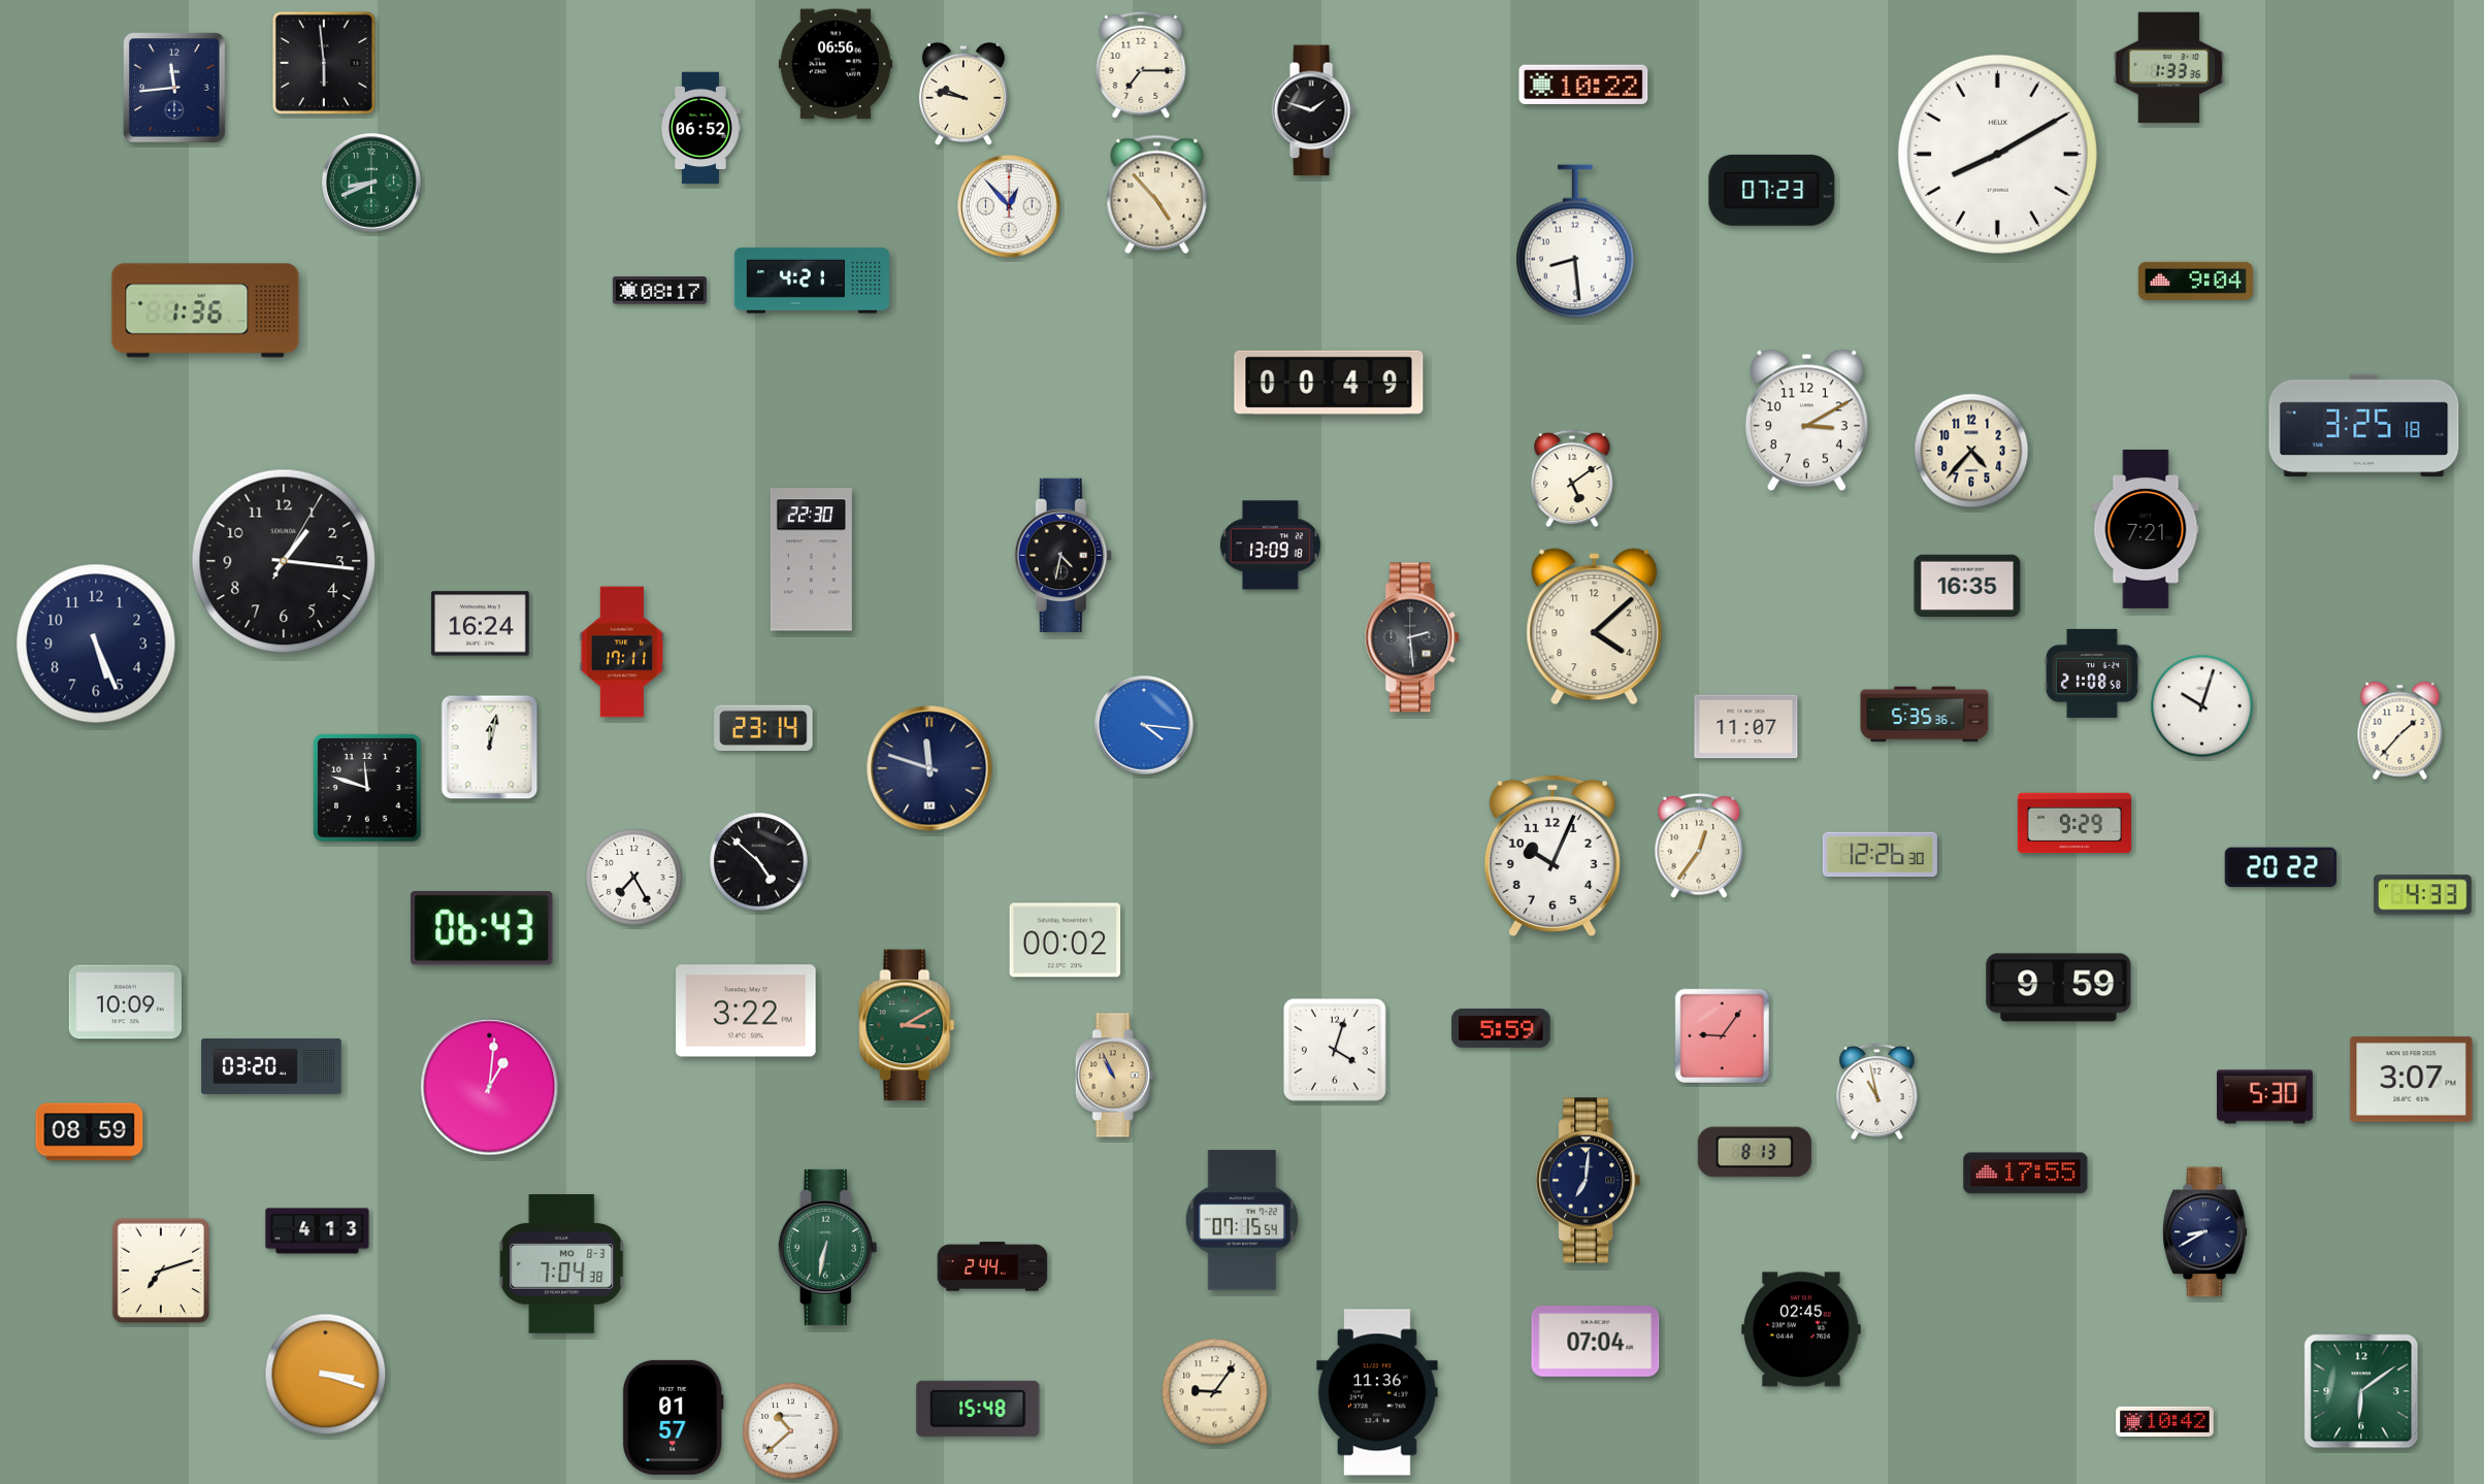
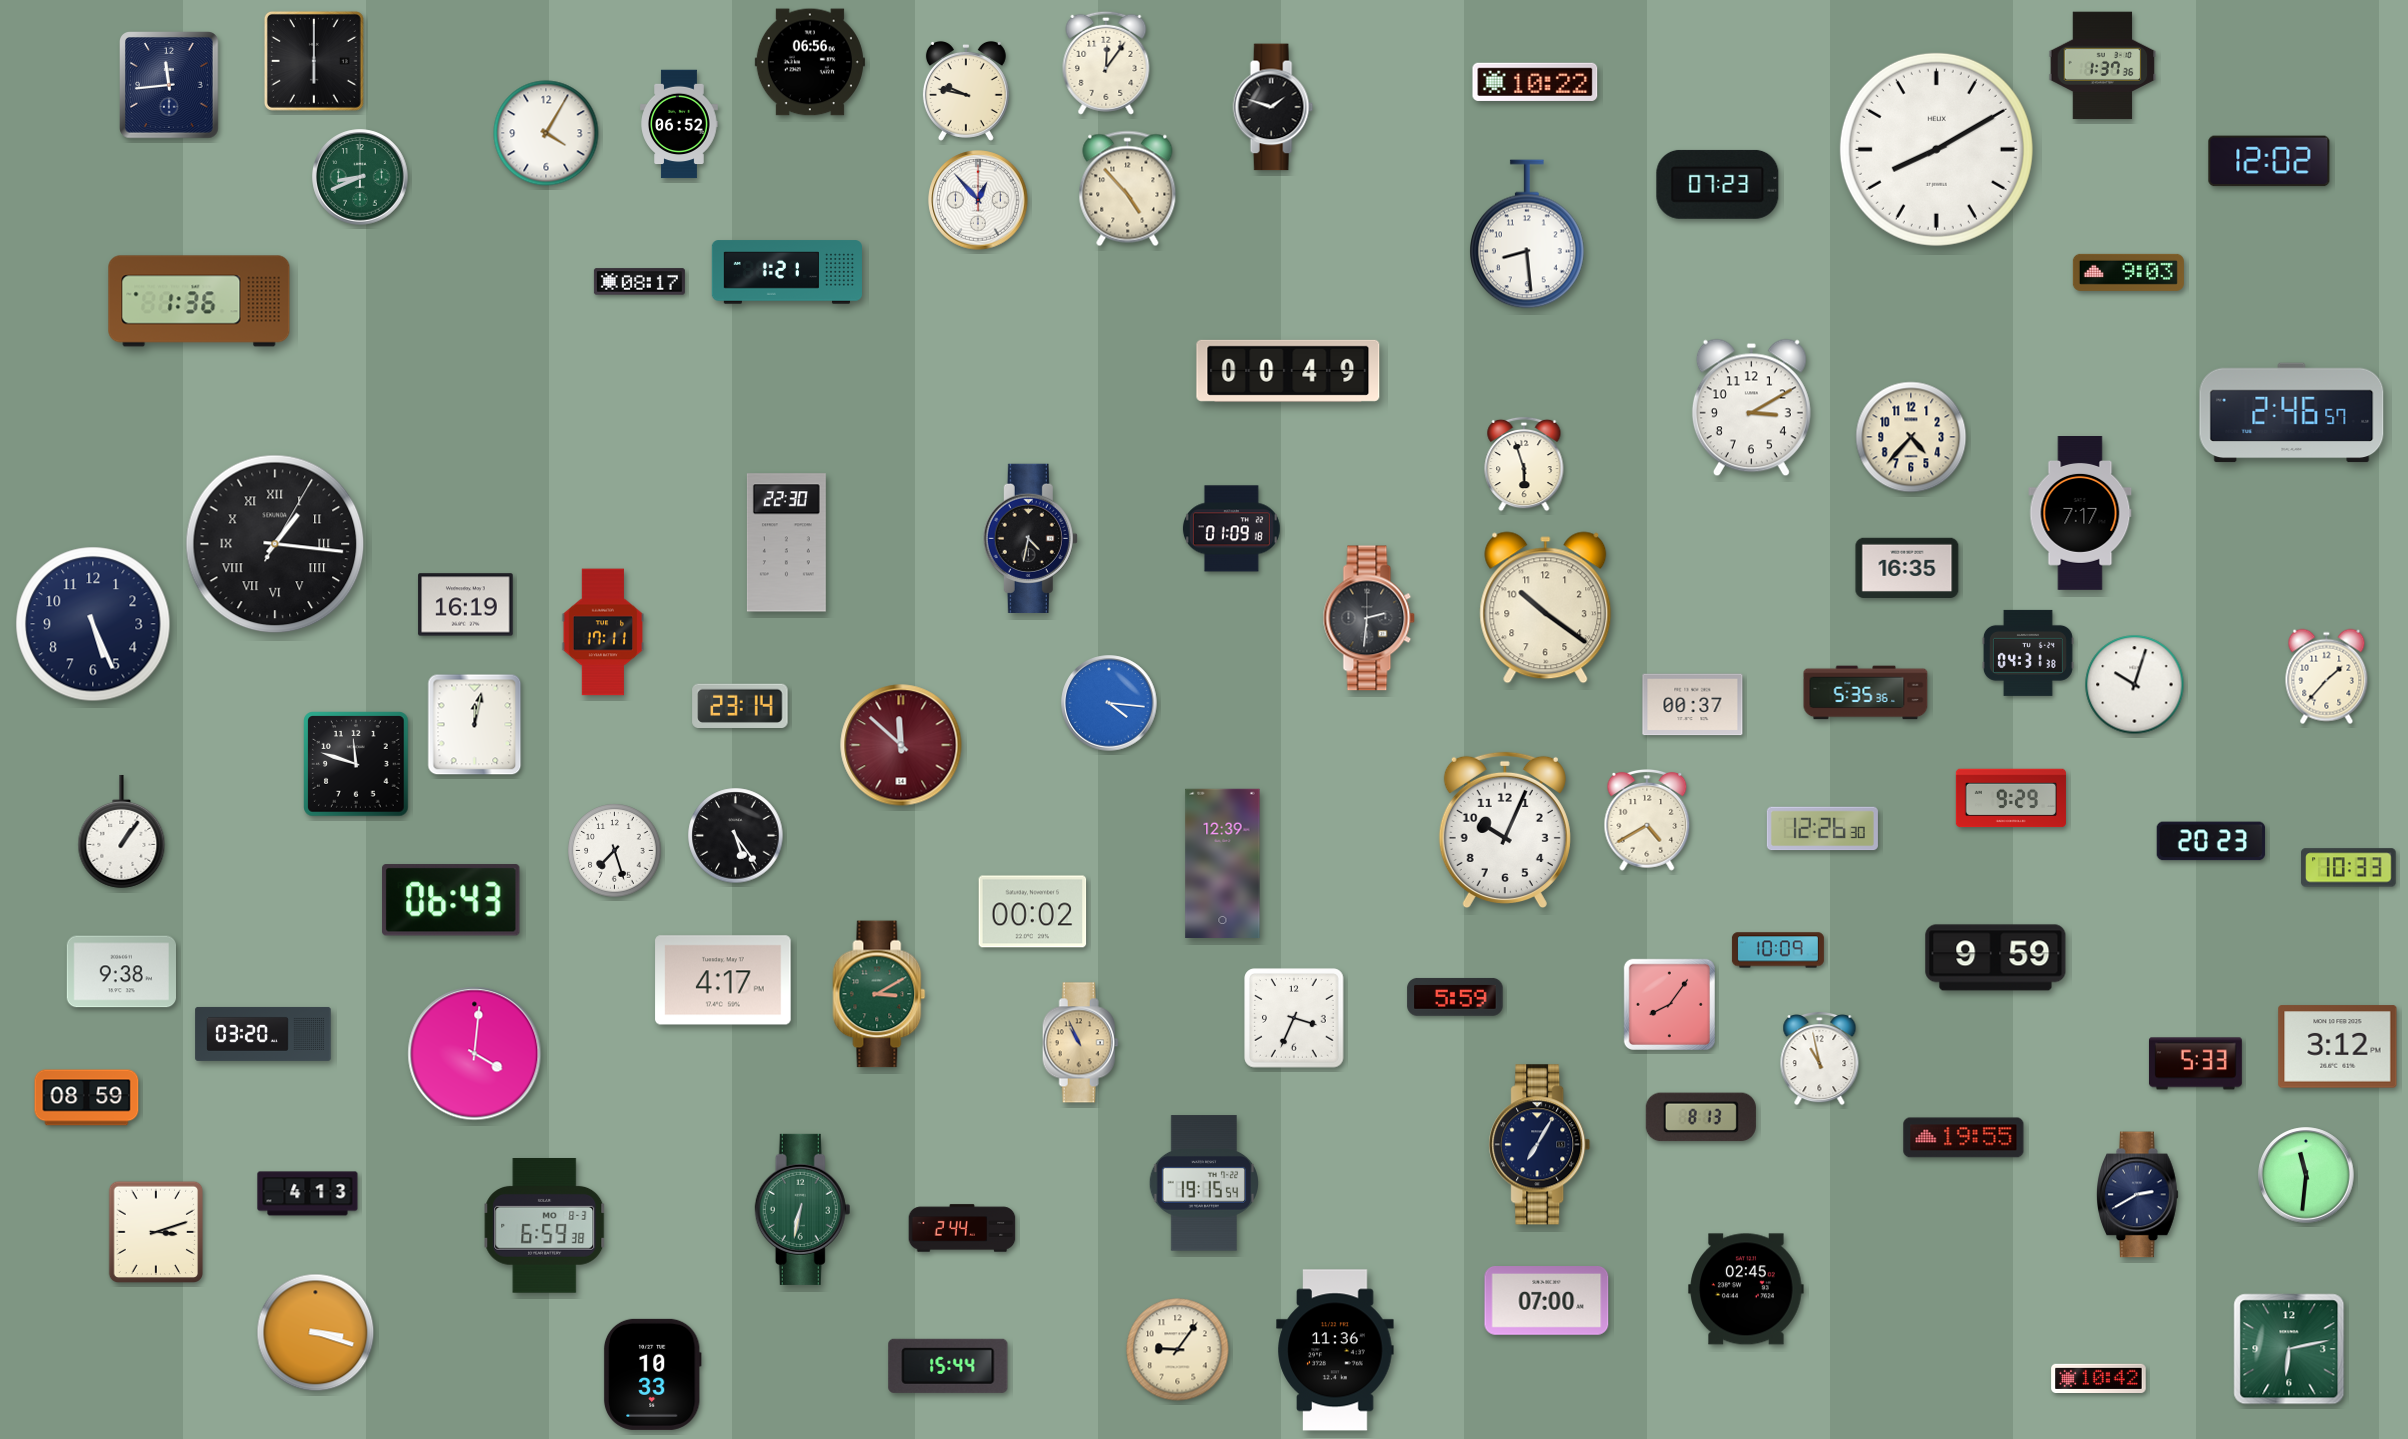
clock at (324, 63): 5:59 -> 6:00
clock at (1141, 65): 7:15 -> 12:06
clock at (2169, 68): 1:33 -> 1:37
clock at (963, 94) position: (963, 94) -> (966, 91)
clock at (546, 133): none -> 4:05
clock at (2269, 161): none -> 12:02
clock at (1157, 195) position: (1157, 195) -> (1128, 189)
clock at (811, 281): 4:21 -> 1:21
clock at (2195, 281): 9:04 -> 9:03
clock at (2364, 426): 3:25 -> 2:46
clock at (1572, 479): 5:09 -> 5:57
clock at (2146, 530): 7:21 -> 7:17
clock at (1270, 546): 13:09 -> 01:09
clock at (284, 561) numerals: Arabic -> Roman
clock at (481, 624): 16:24 -> 16:19
clock at (1595, 627): 4:08 -> 10:21
clock at (1412, 637): 2:29 -> 2:31
clock at (2092, 673): 21:08 -> 04:31
clock at (1746, 727): 11:07 -> 00:37
clock at (2400, 731) position: (2400, 731) -> (2327, 677)
clock at (929, 768): 11:48 -> 11:52
clock at (929, 768) dial: navy -> burgundy
clock at (1699, 847): 12:36 -> 4:40
clock at (122, 831): none -> 1:06
clock at (759, 862): 4:52 -> 5:24
clock at (2281, 867): 20:22 -> 20:23
clock at (634, 878): 7:25 -> 7:27
clock at (1223, 863): none -> 12:39
clock at (2423, 895): 4:33 -> 10:33
clock at (483, 928) position: (483, 928) -> (452, 900)
clock at (1778, 950): none -> 10:09
clock at (125, 1002): 10:09 -> 9:38
clock at (746, 1011): 3:22 -> 4:17
clock at (1722, 1035): 9:06 -> 8:06
clock at (1335, 1050): 4:03 -> 3:34
clock at (2412, 1080): 3:07 -> 3:12
clock at (490, 1087): 1:01 -> 4:01
clock at (2264, 1097): 5:30 -> 5:33
clock at (2026, 1174): 17:55 -> 19:55
clock at (1589, 1181): 7:01 -> 7:05
clock at (2306, 1175): none -> 11:31
clock at (1242, 1220): 07:15 -> 19:15
clock at (2205, 1232): 8:40 -> 2:40
clock at (562, 1264): 7:04 -> 6:59
clock at (160, 1271): 7:12 -> 3:12
clock at (1596, 1342): 07:04 -> 07:00
clock at (2361, 1391): 6:09 -> 6:13
clock at (978, 1409): 15:48 -> 15:44
clock at (673, 1417): 01:57 -> 10:33
clock at (791, 1431): 10:38 -> none
